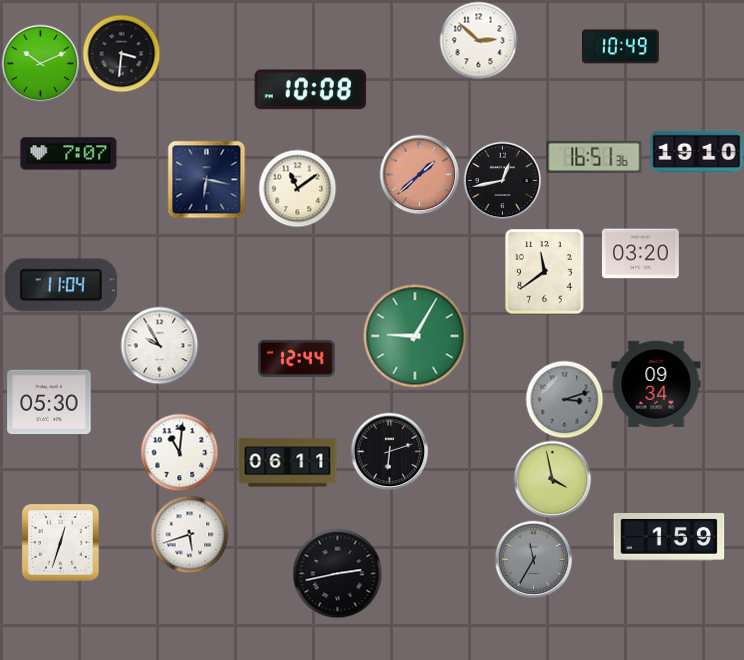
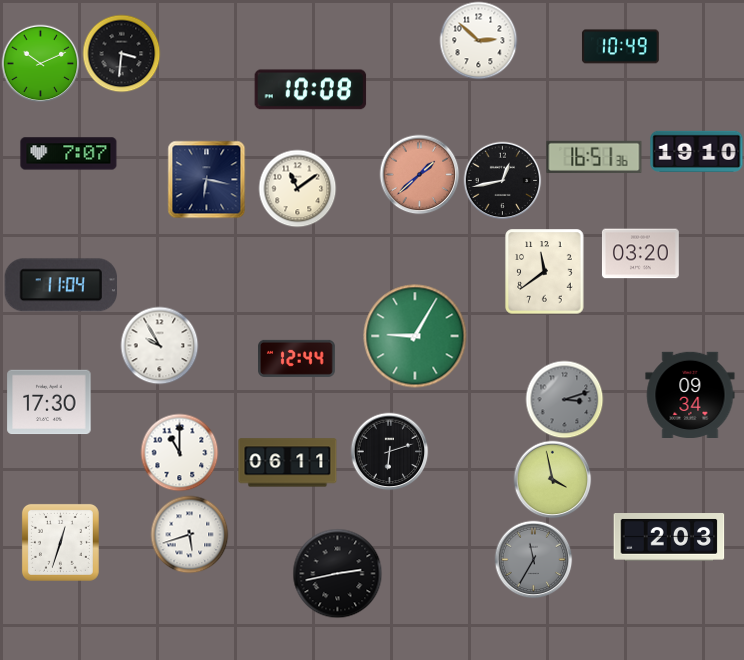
clock at (656, 383) position: (656, 383) -> (690, 394)
clock at (49, 402): 05:30 -> 17:30
clock at (179, 452): 11:01 -> 11:00
clock at (669, 538): 1:59 -> 2:03
